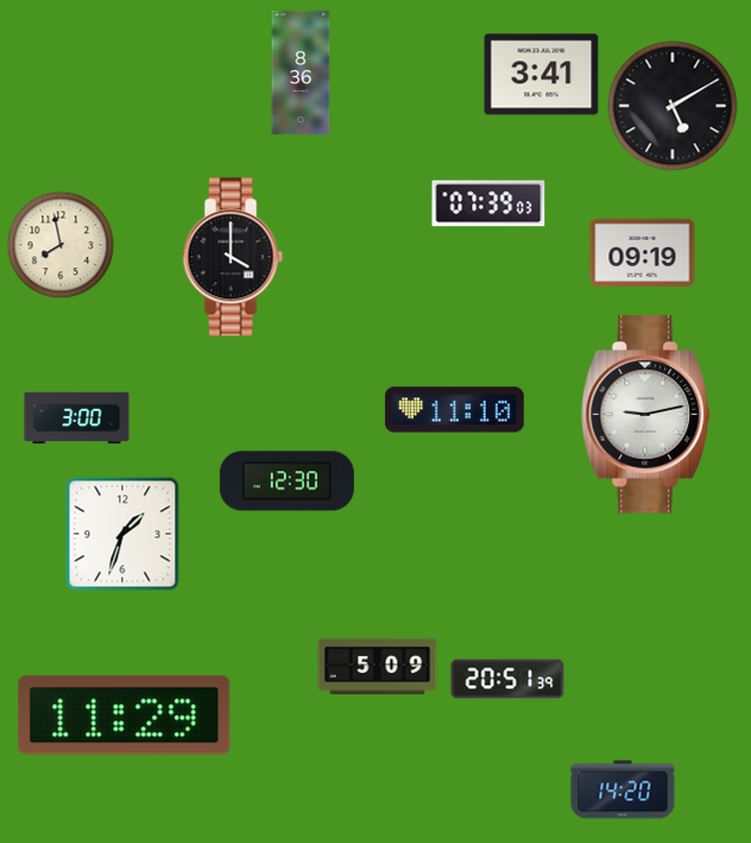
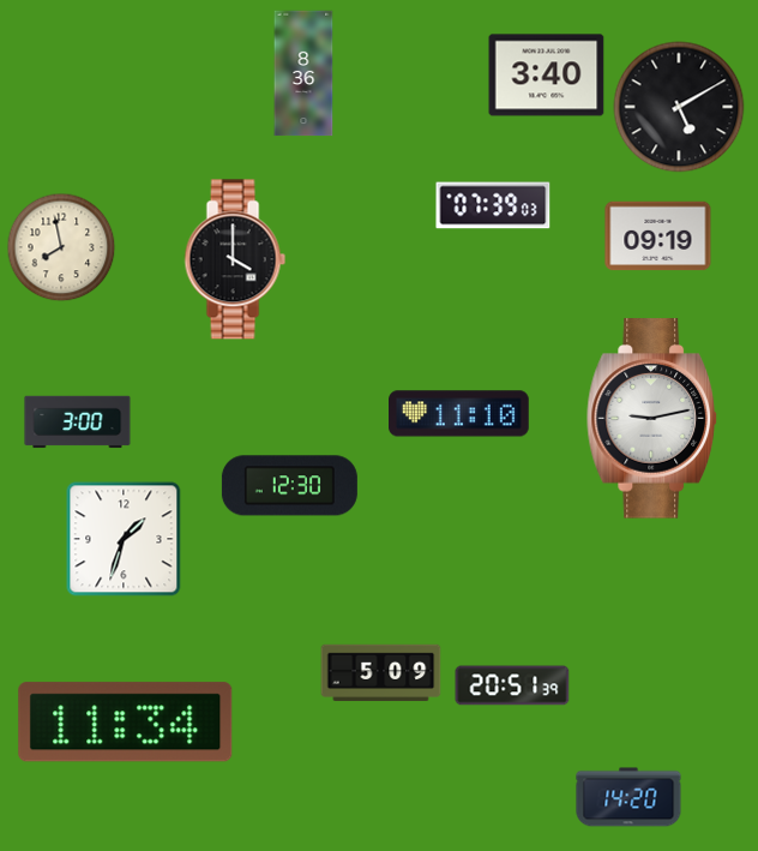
clock at (542, 75): 3:41 -> 3:40
clock at (643, 253) position: (643, 253) -> (658, 236)
clock at (125, 716): 11:29 -> 11:34
